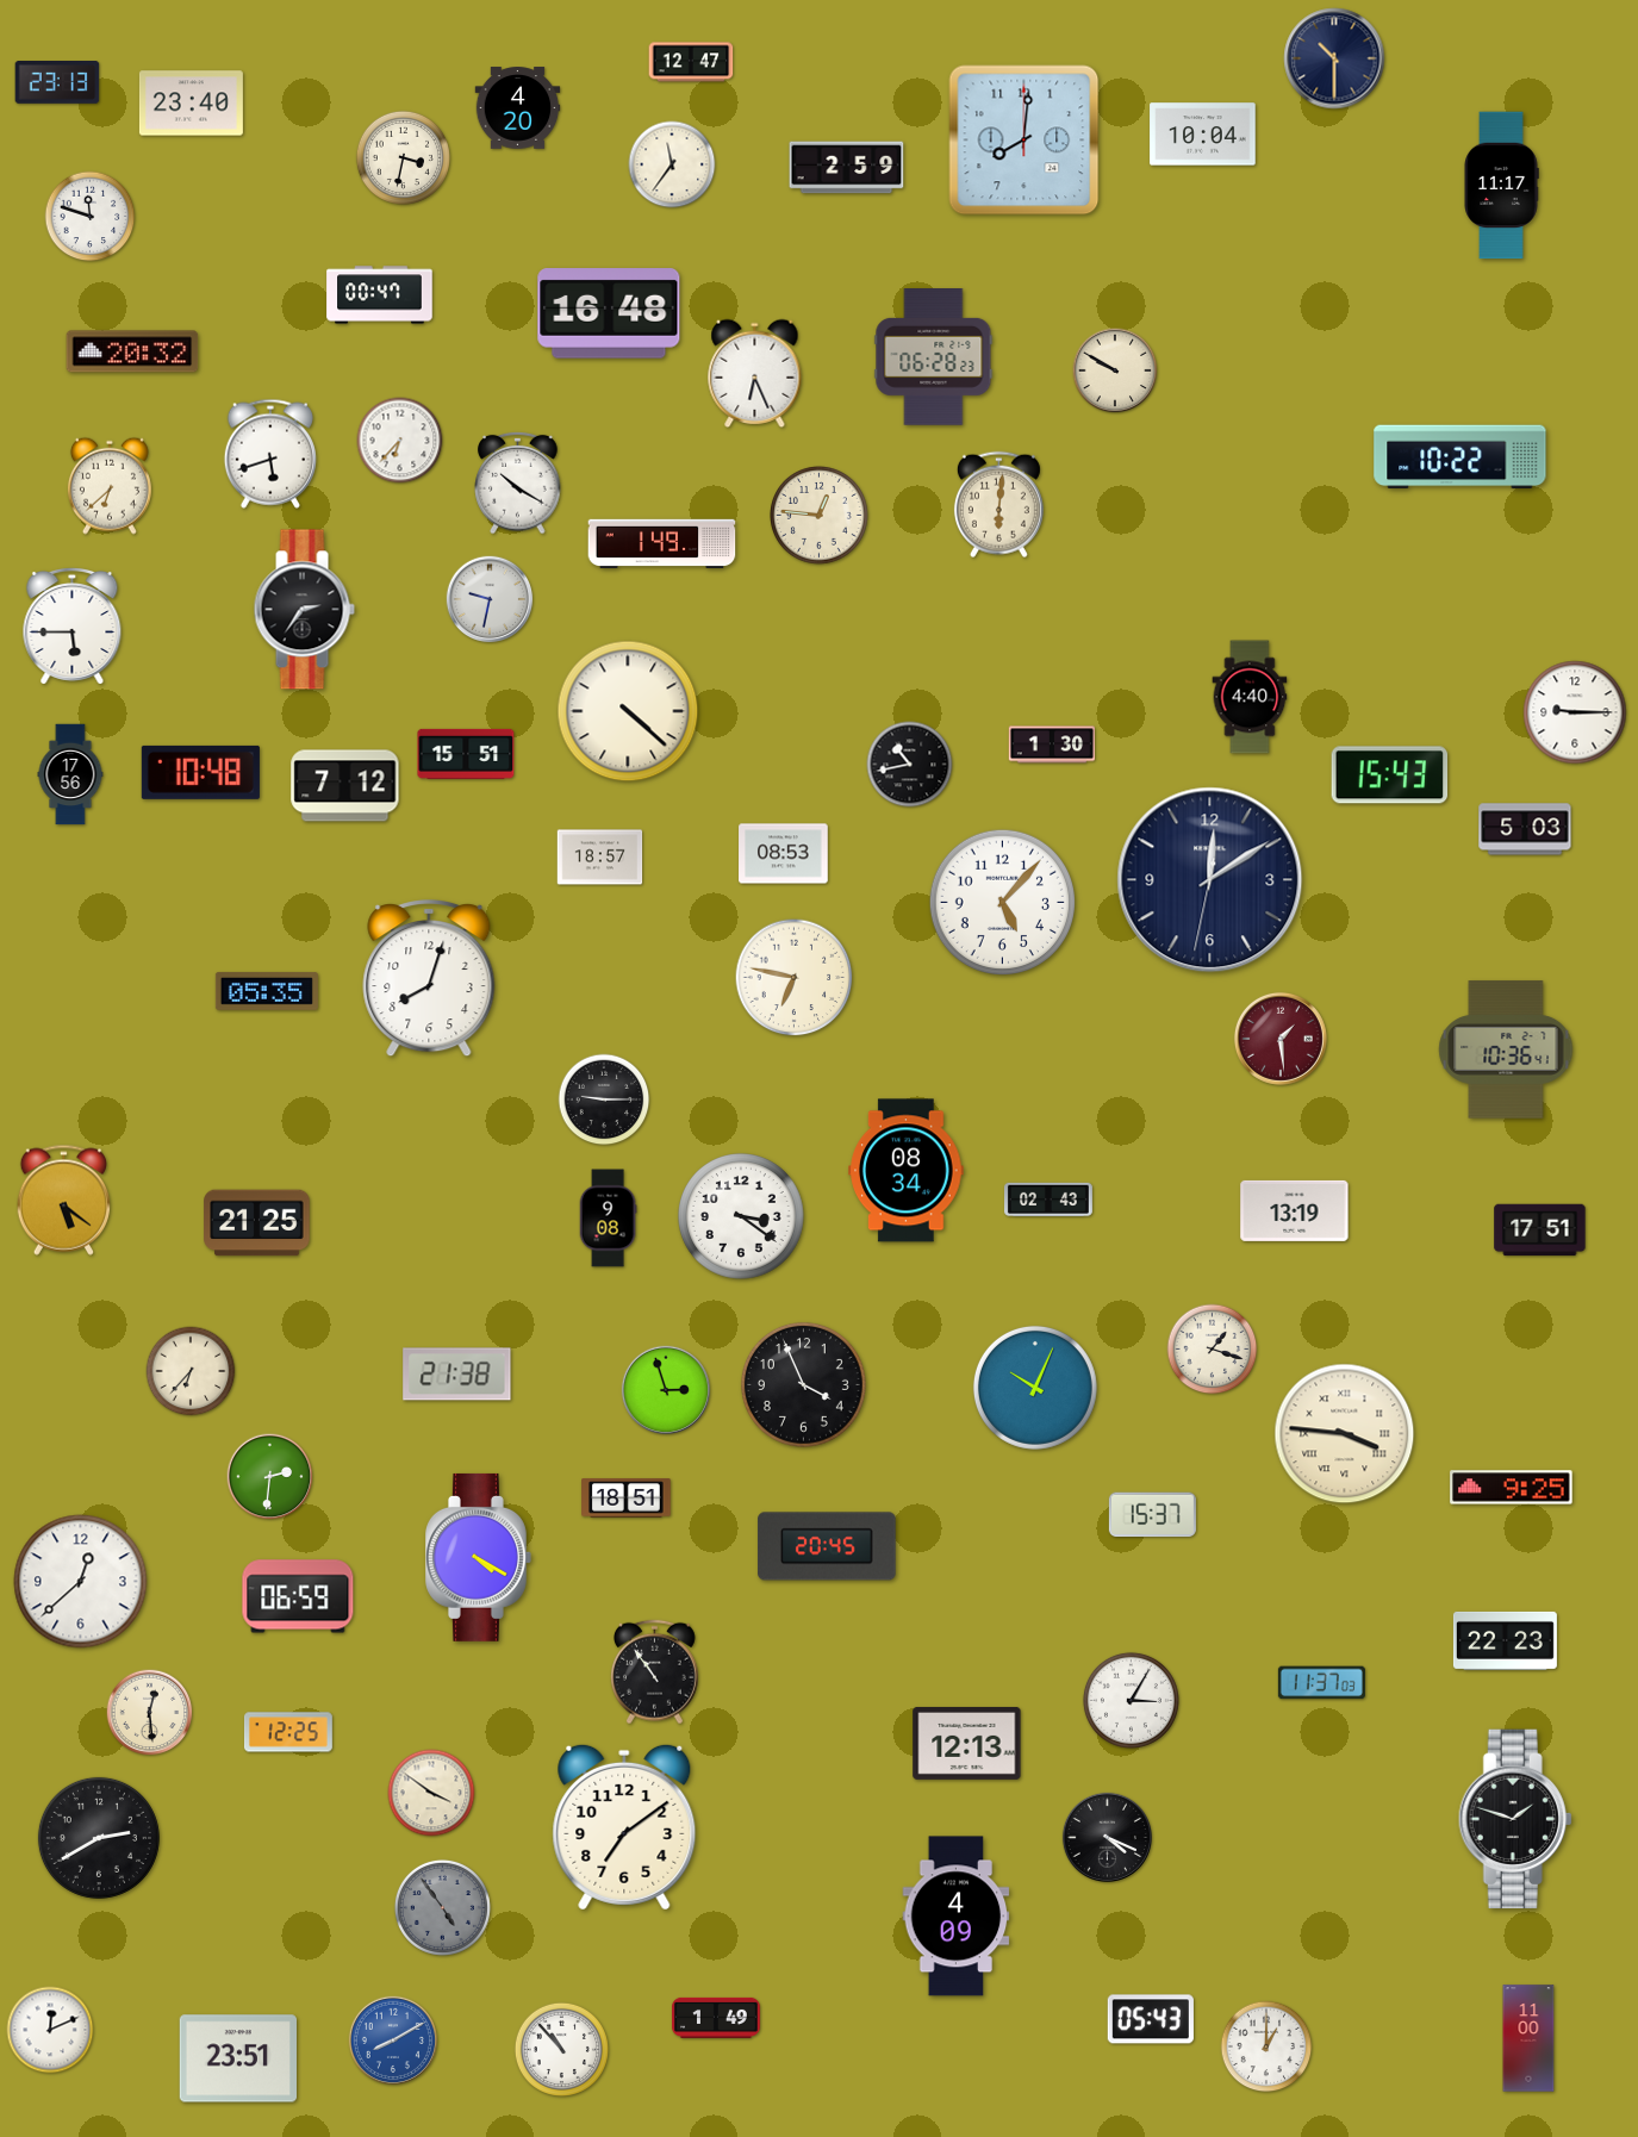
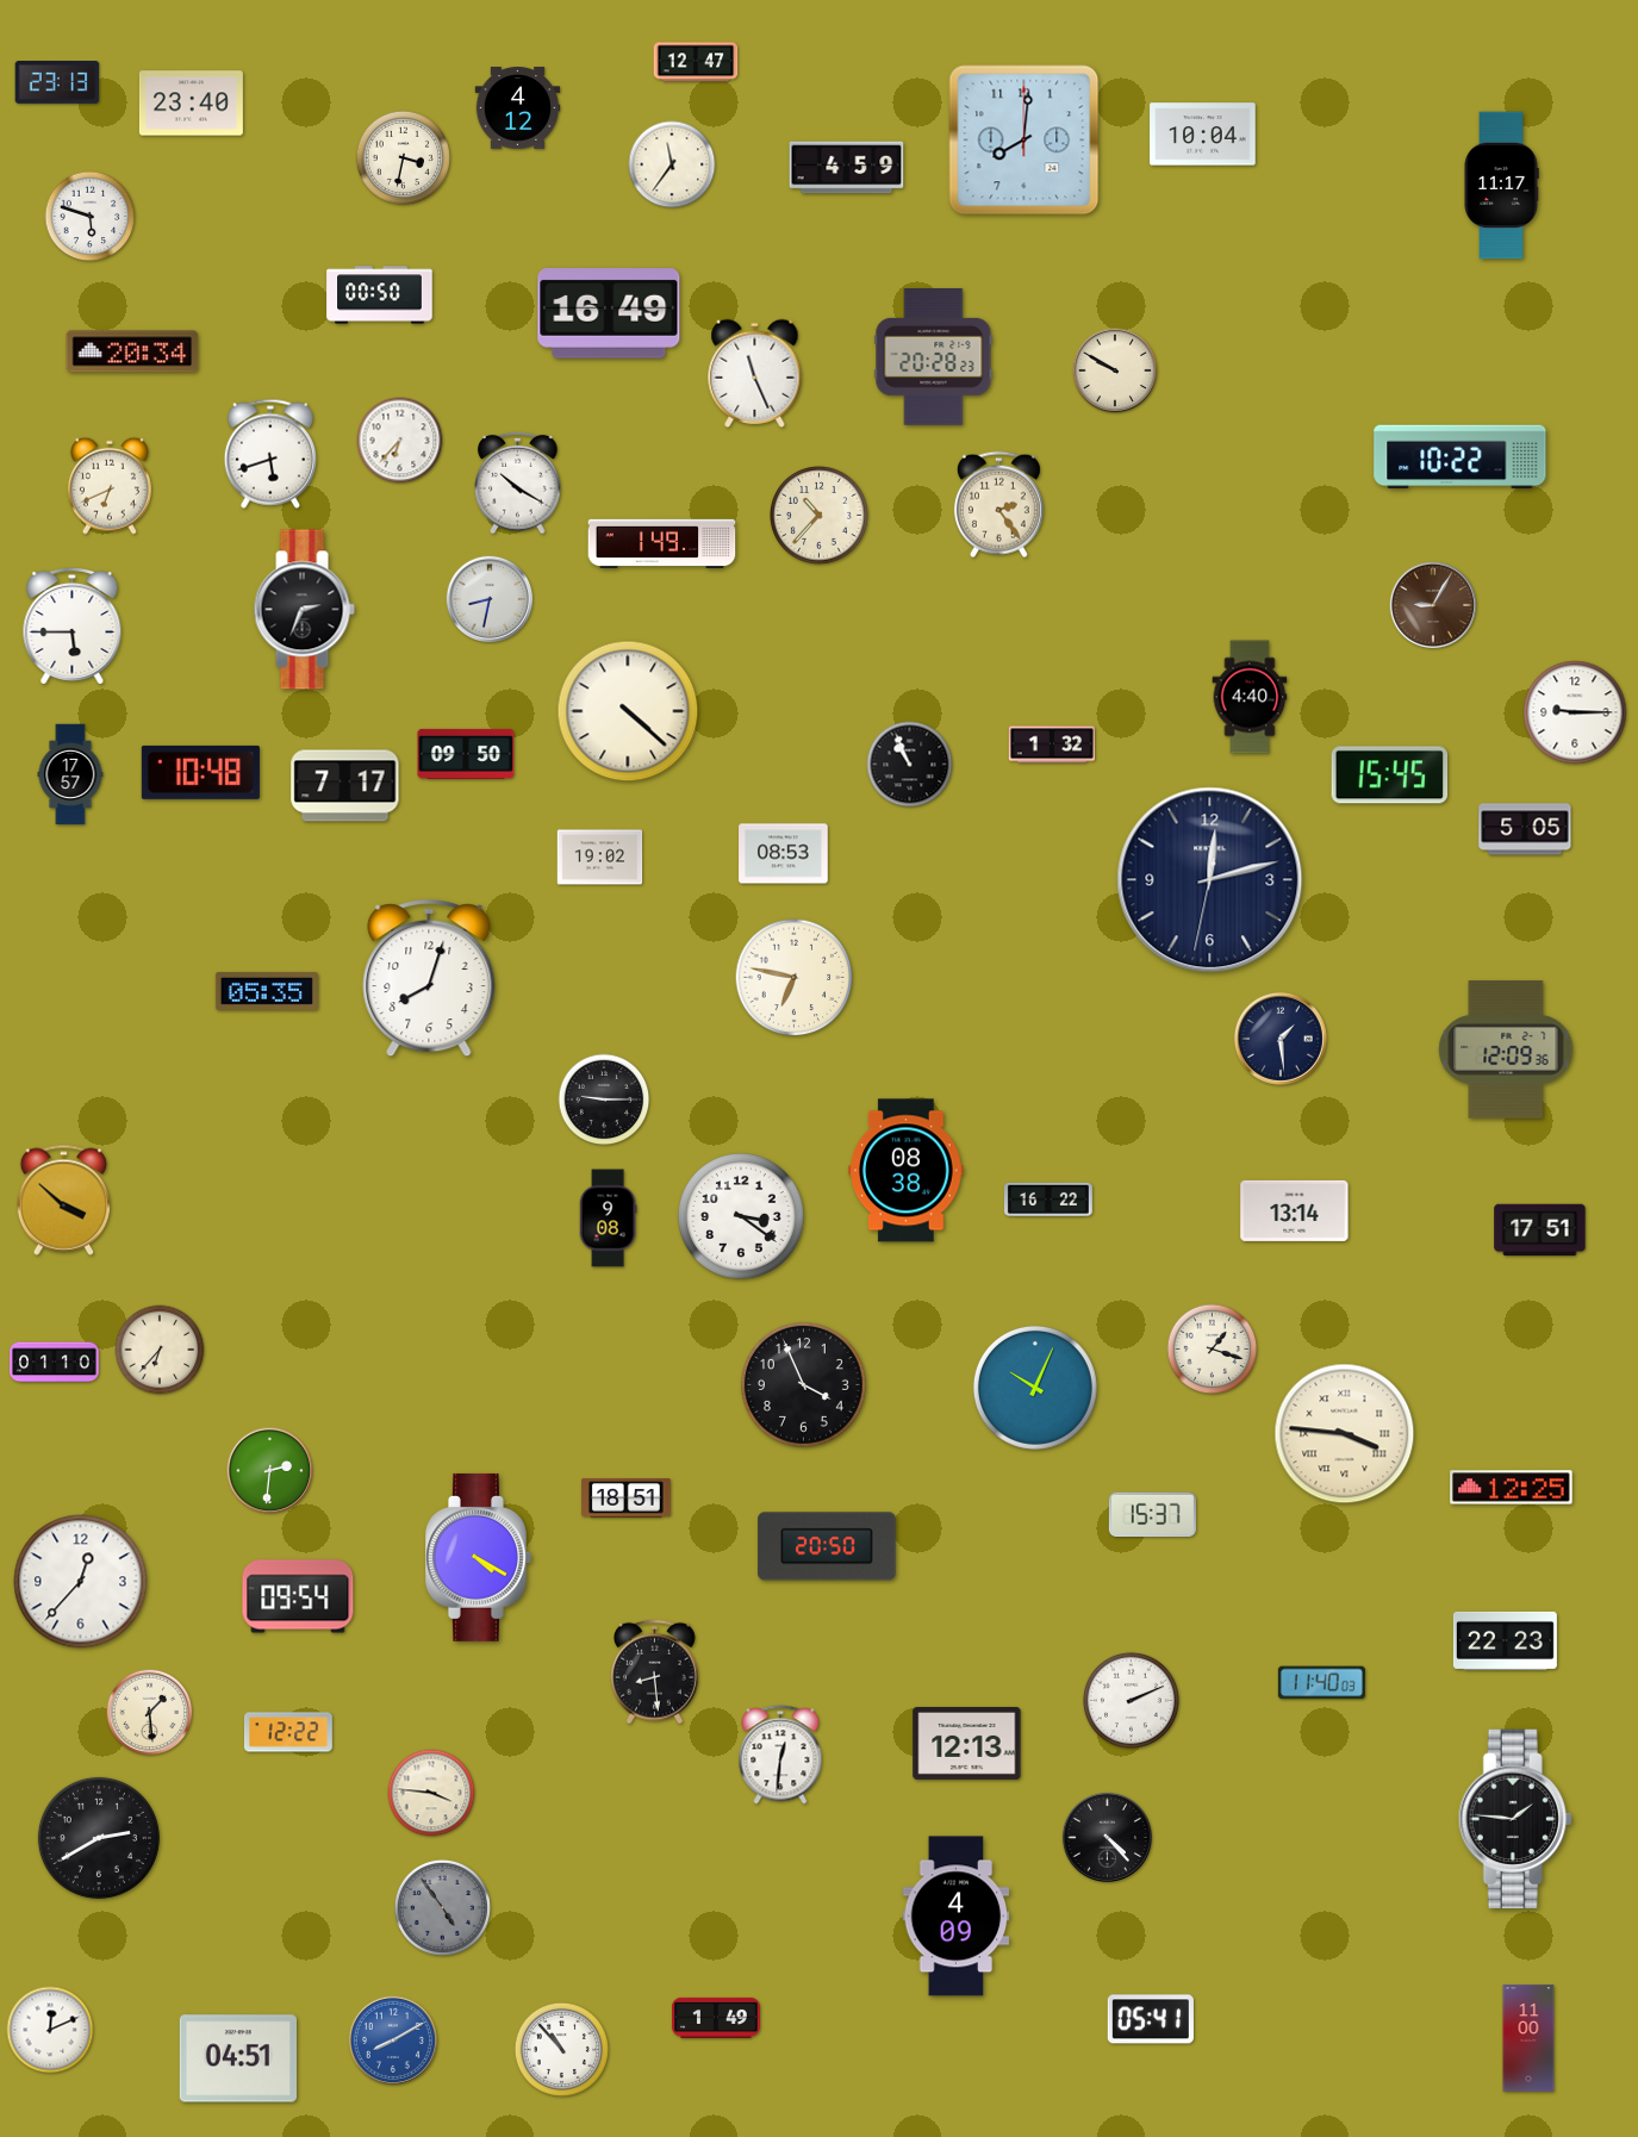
clock at (1334, 58): 10:30 -> none
clock at (691, 62) position: (691, 62) -> (696, 62)
clock at (518, 108): 4:20 -> 4:12
clock at (847, 168): 2:59 -> 4:59
clock at (91, 217): 11:48 -> 5:48
clock at (380, 295): 00:47 -> 00:50
clock at (609, 313): 16:48 -> 16:49
clock at (132, 351): 20:32 -> 20:34
clock at (934, 357): 06:28 -> 20:28
clock at (755, 373): 6:26 -> 11:26
clock at (110, 486): 6:38 -> 6:41
clock at (998, 505): 6:01 -> 2:24
clock at (820, 516): 12:46 -> 10:37
clock at (490, 599): 9:32 -> 8:32
clock at (1433, 605): none -> 9:05
clock at (304, 610): 2:36 -> 2:34
clock at (1051, 744): 1:30 -> 1:32
clock at (466, 754): 15:51 -> 09:50
clock at (910, 765): 10:43 -> 10:56
clock at (70, 774): 17:56 -> 17:57
clock at (1390, 775): 15:43 -> 15:45
clock at (345, 786): 7:12 -> 7:17
clock at (1525, 829): 5:03 -> 5:05
clock at (600, 858): 18:57 -> 19:02
clock at (1210, 880): 12:09 -> 12:12
clock at (1002, 902): 5:07 -> none
clock at (1281, 1039) dial: burgundy -> navy
clock at (1506, 1049): 10:36 -> 12:09
clock at (907, 1171): 08:34 -> 08:38
clock at (63, 1200): 5:21 -> 3:52
clock at (1048, 1200): 02:43 -> 16:22
clock at (1295, 1210): 13:19 -> 13:14
clock at (257, 1223): 21:25 -> none
clock at (55, 1363): none -> 01:10
clock at (191, 1371) position: (191, 1371) -> (160, 1350)
clock at (457, 1375): 21:38 -> none
clock at (665, 1389): 2:57 -> none
clock at (270, 1477) position: (270, 1477) -> (270, 1471)
clock at (1512, 1488): 9:25 -> 12:25
clock at (827, 1546): 20:45 -> 20:50
clock at (81, 1582): 12:38 -> 12:37
clock at (298, 1596): 06:59 -> 09:54
clock at (655, 1672): 10:54 -> 8:29
clock at (1321, 1683): 11:37 -> 11:40
clock at (1131, 1700): 3:05 -> 2:11
clock at (150, 1713): 12:29 -> 1:29
clock at (288, 1732): 12:25 -> 12:22
clock at (780, 1755): none -> 12:31
clock at (431, 1793): 3:51 -> 3:46
clock at (1515, 1819): 1:48 -> 1:46
clock at (624, 1827): 7:09 -> none
clock at (1107, 1837): 4:19 -> 4:23
clock at (1151, 2019): 05:43 -> 05:41
clock at (1266, 2046): 1:00 -> none
clock at (237, 2058): 23:51 -> 04:51
